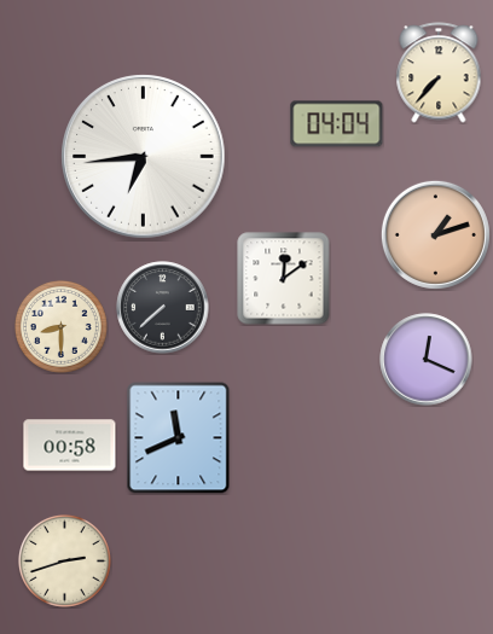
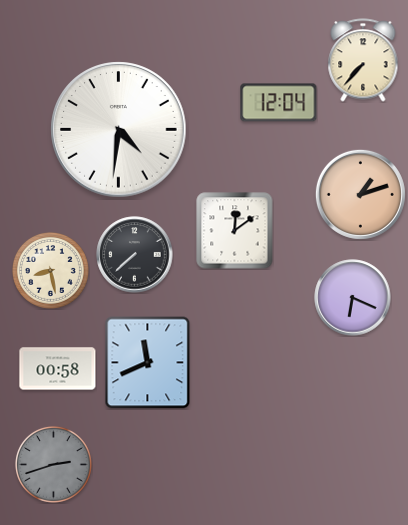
clock at (337, 124): 04:04 -> 12:04
clock at (144, 157): 6:44 -> 4:31
clock at (60, 326): 8:30 -> 8:28
clock at (427, 360): 12:19 -> 6:19
clock at (64, 560) dial: cream -> grey
